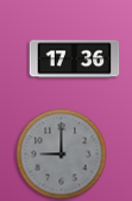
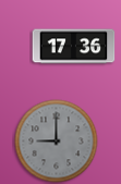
clock at (75, 59) position: (75, 59) -> (74, 47)
